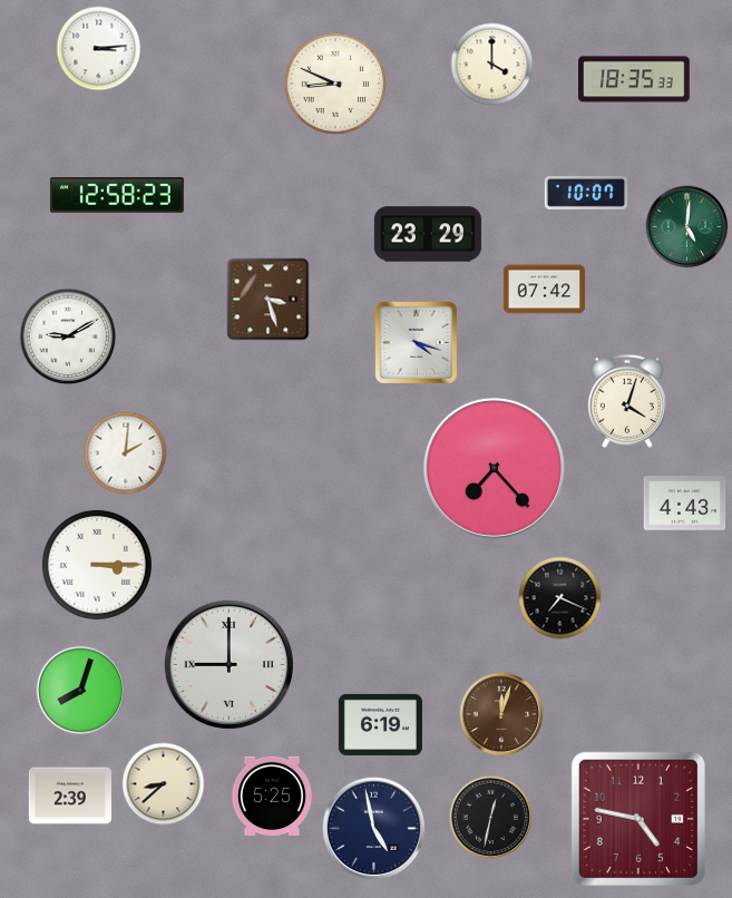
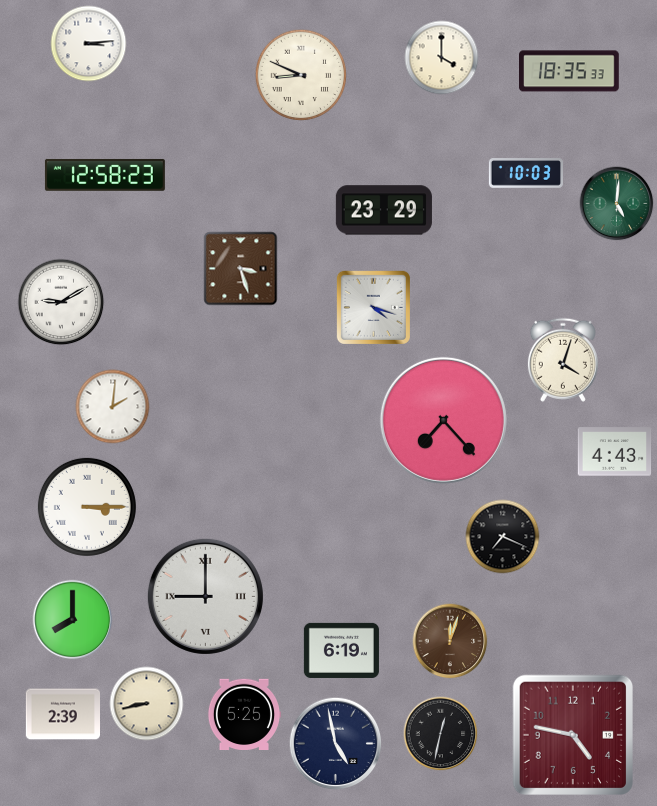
clock at (585, 193): 10:07 -> 10:03
clock at (545, 290): 07:42 -> none
clock at (81, 691): 8:03 -> 8:00
clock at (164, 784): 8:38 -> 8:43
